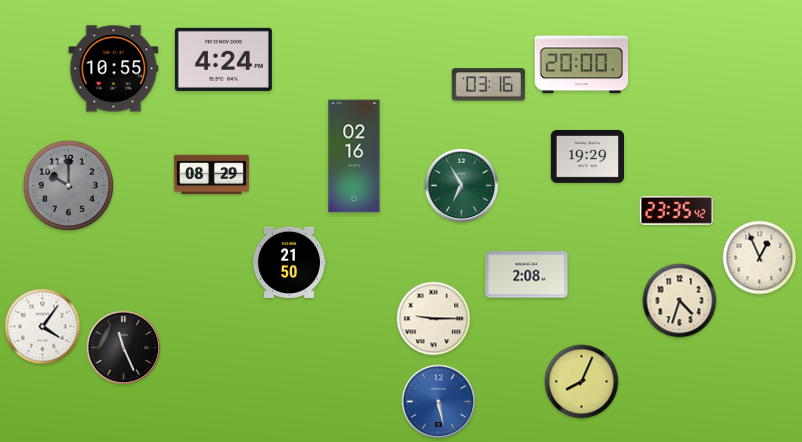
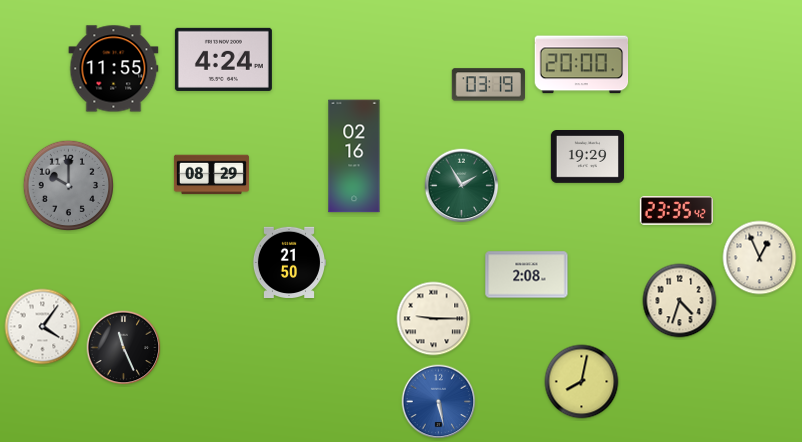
clock at (114, 69): 10:55 -> 11:55
clock at (488, 85): 03:16 -> 03:19
clock at (462, 186): 6:55 -> 1:55
clock at (582, 382): 8:04 -> 8:02
